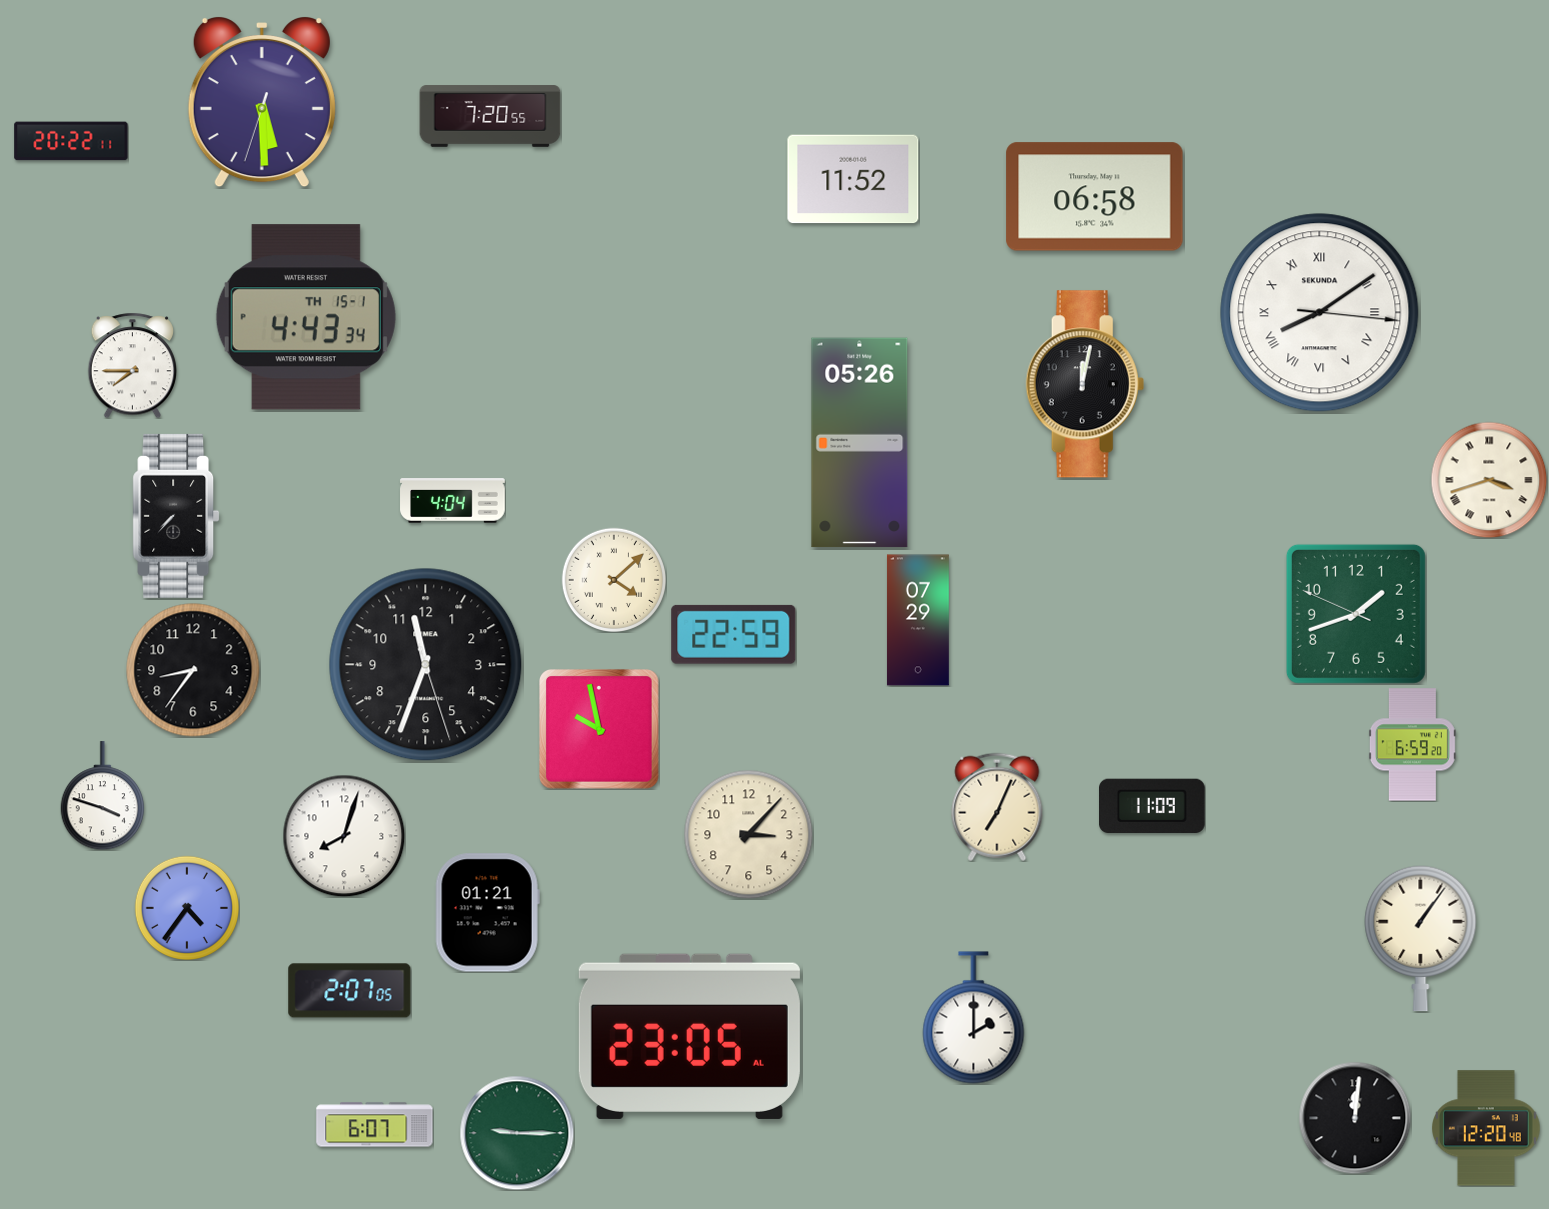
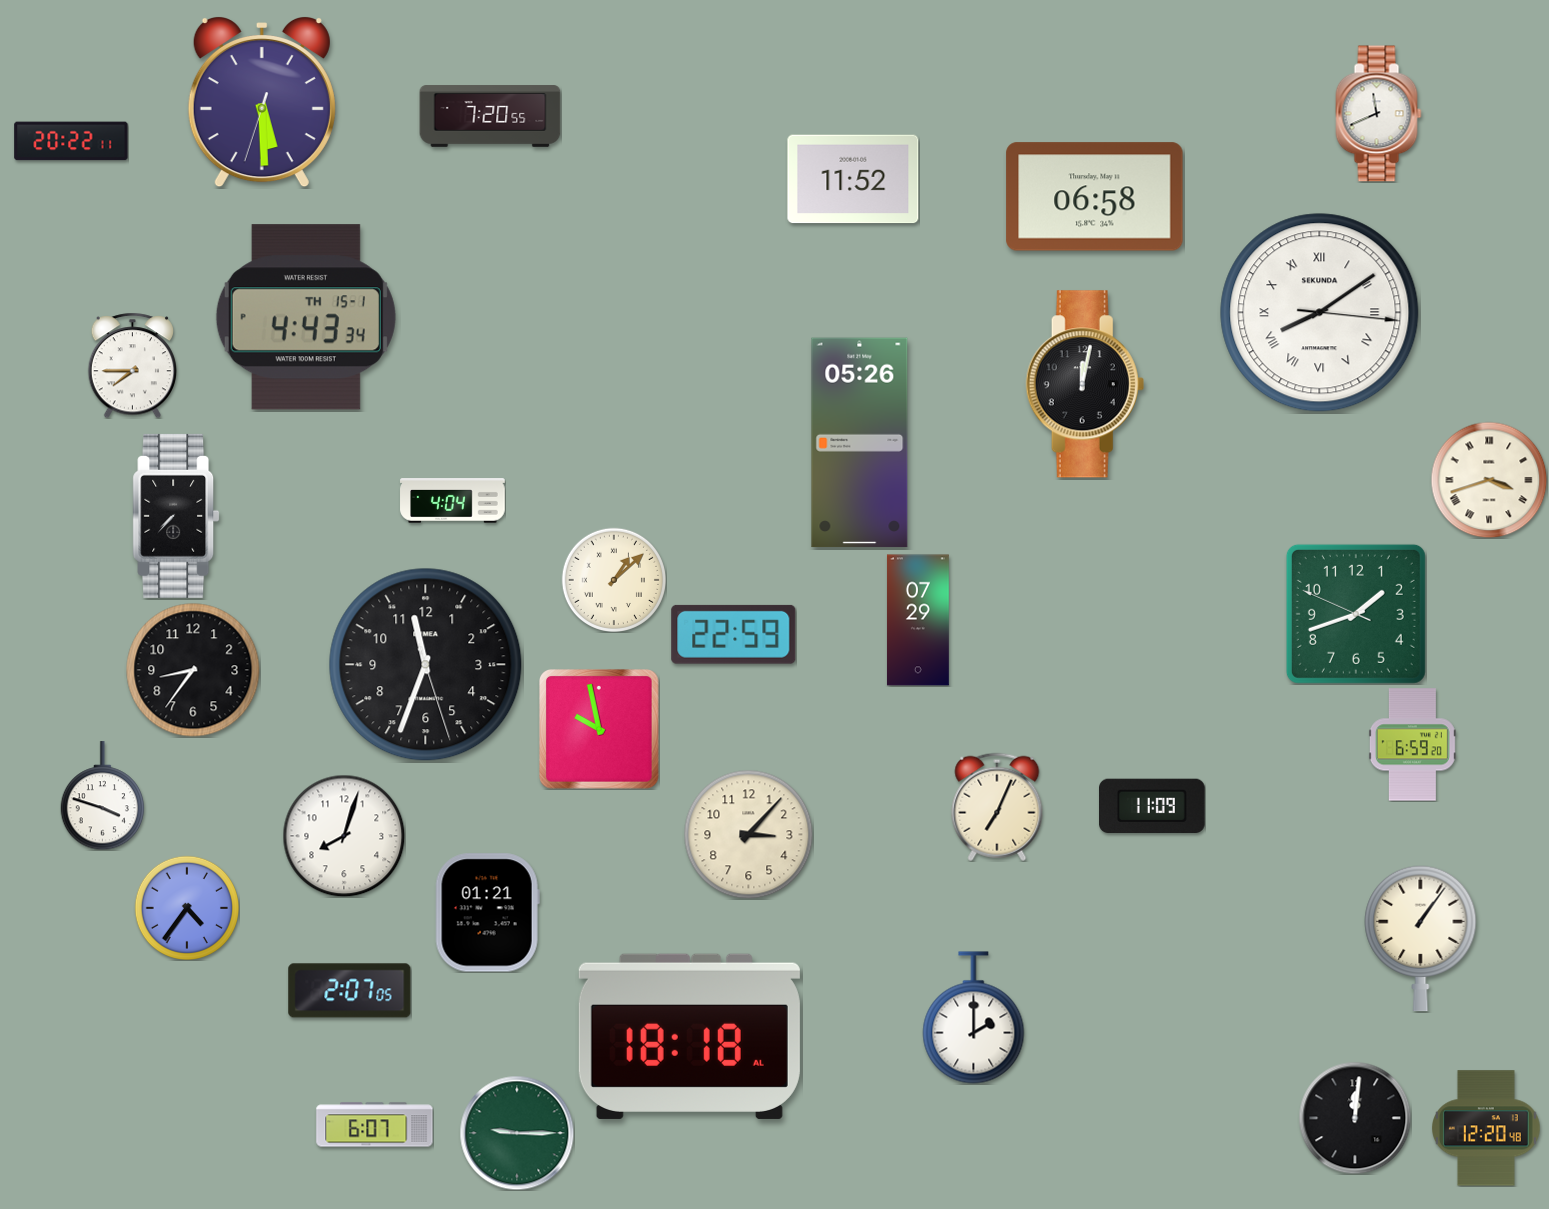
clock at (1379, 114): none -> 11:41
clock at (613, 579): 4:08 -> 1:08
clock at (689, 1036): 23:05 -> 18:18
